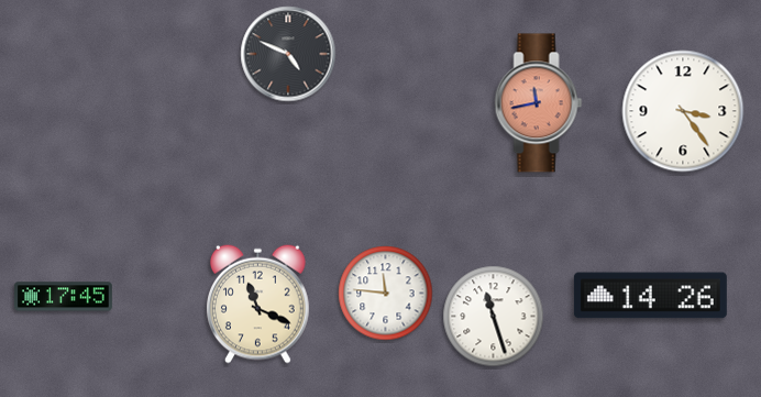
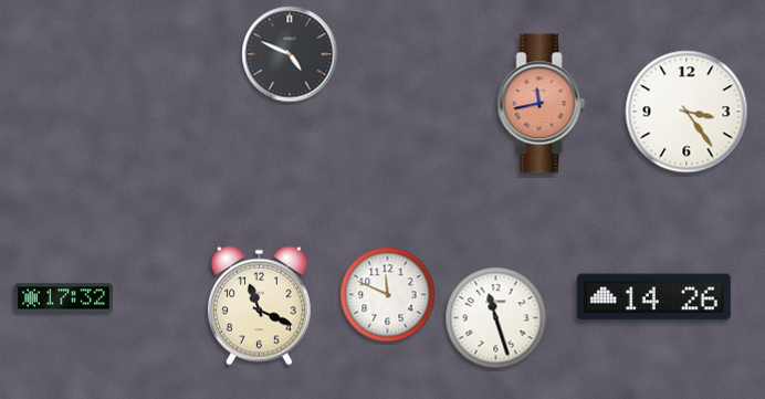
clock at (386, 294): 11:46 -> 11:49
clock at (63, 297): 17:45 -> 17:32
